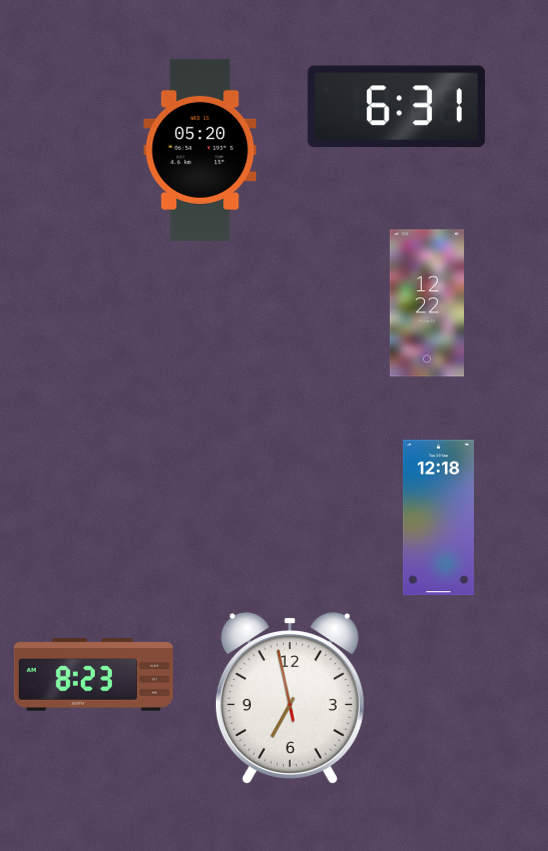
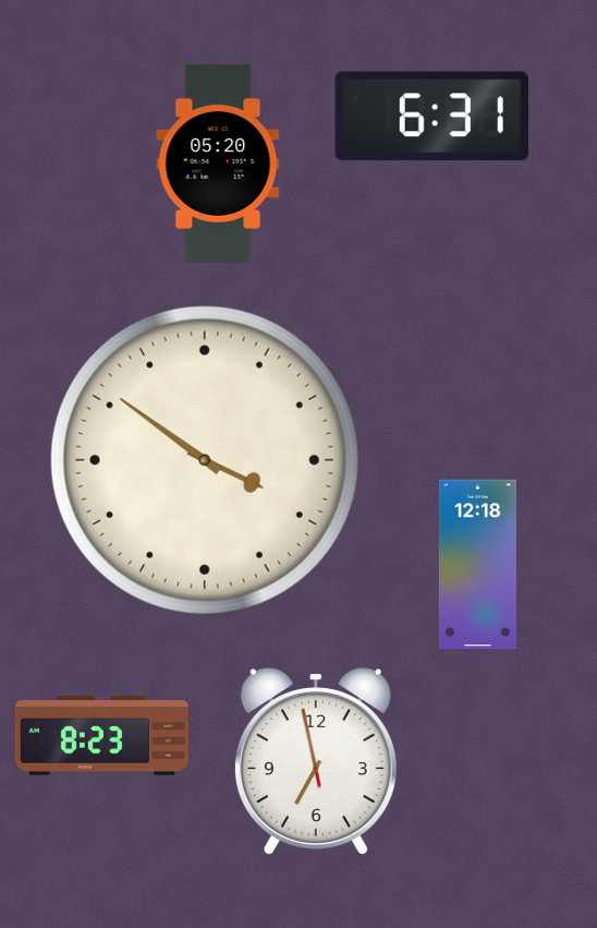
clock at (427, 303): 12:22 -> none
clock at (205, 460): none -> 3:51
